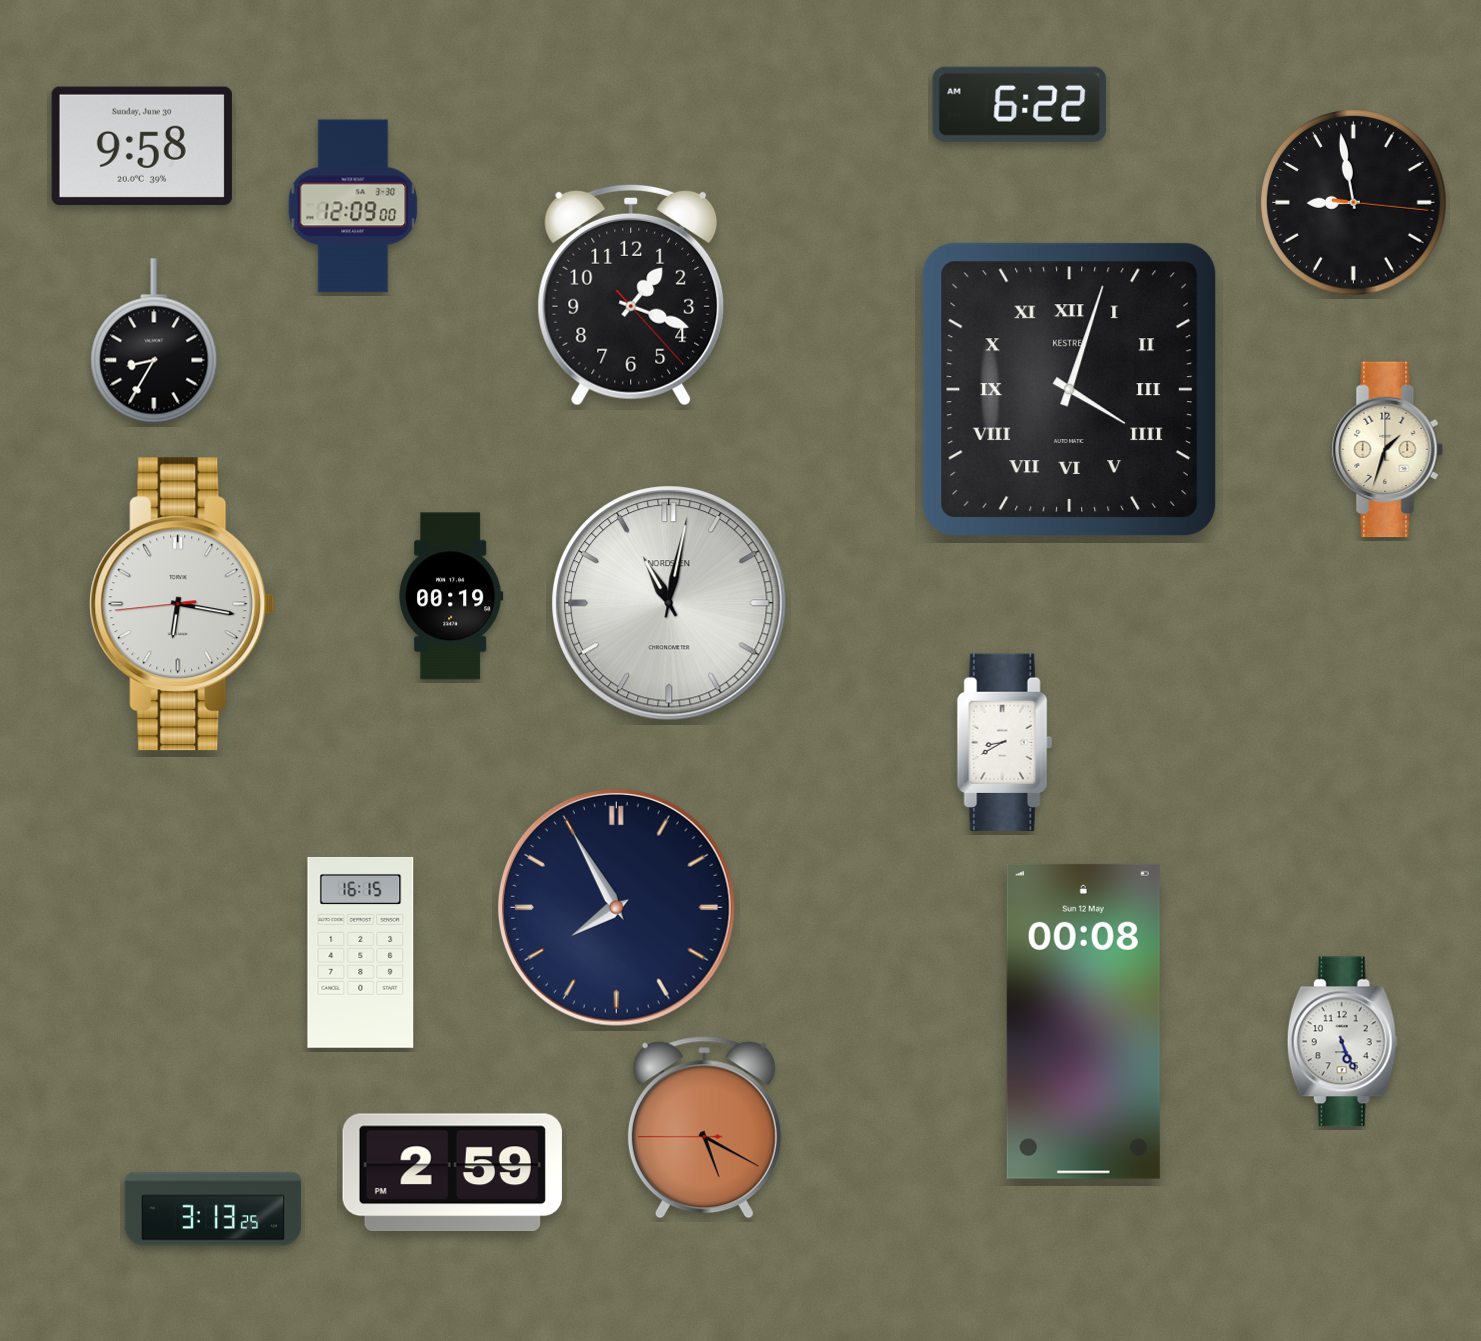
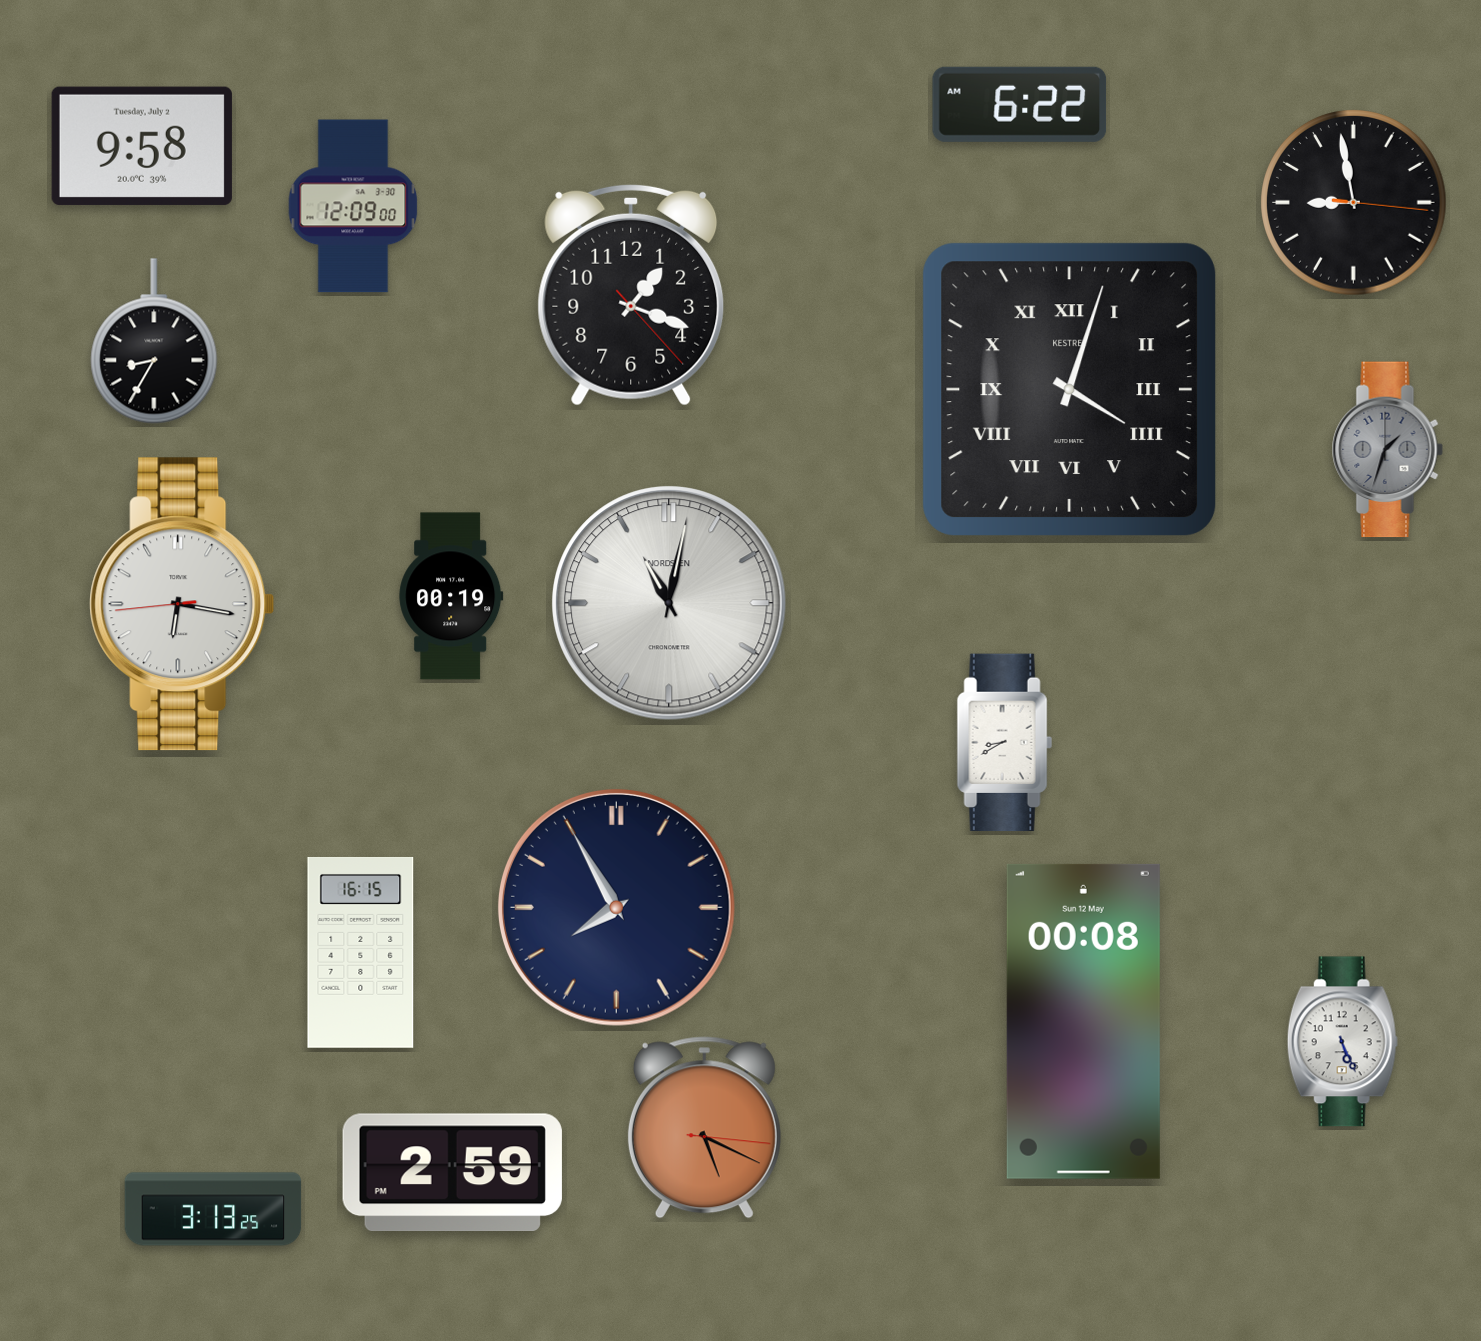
clock at (142, 146) date: Sunday, June 30 -> Tuesday, July 2
clock at (1387, 450) dial: cream -> grey
clock at (704, 1128): 5:19:45 -> 5:19:16
